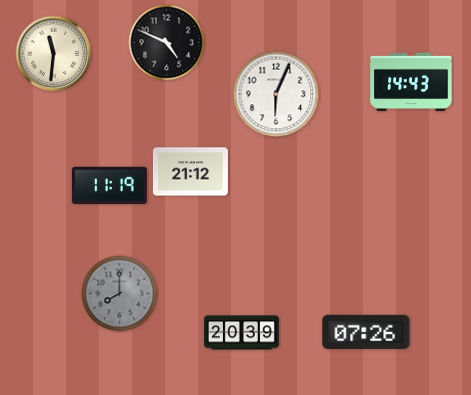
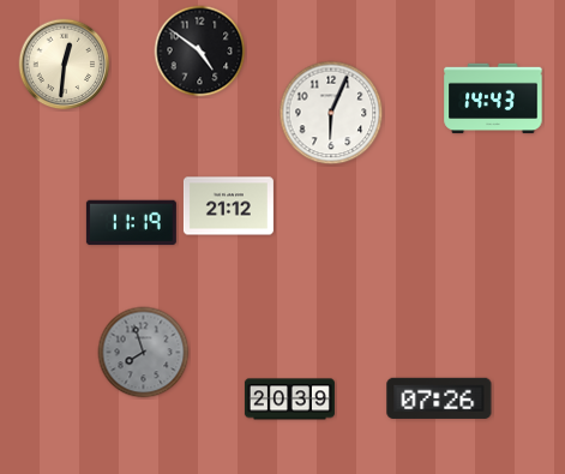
clock at (167, 43): 4:49 -> 4:51
clock at (54, 54): 11:31 -> 12:31
clock at (120, 294): 8:00 -> 7:57
